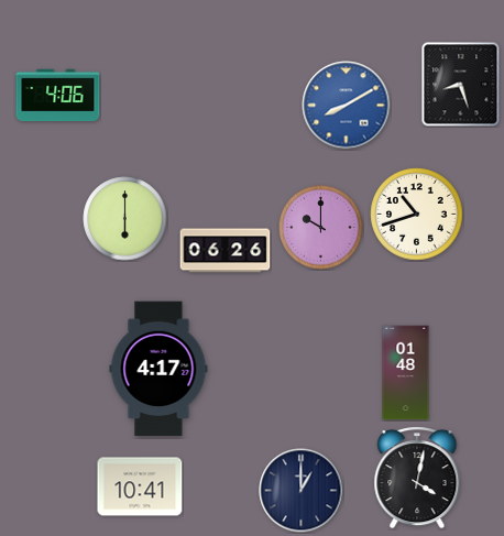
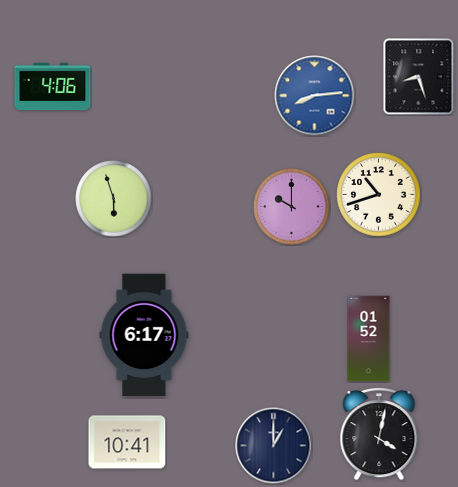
clock at (347, 106): 8:10 -> 8:14
clock at (125, 219): 6:00 -> 5:57
clock at (226, 251): 06:26 -> none
clock at (158, 369): 4:17 -> 6:17
clock at (406, 373): 01:48 -> 01:52
